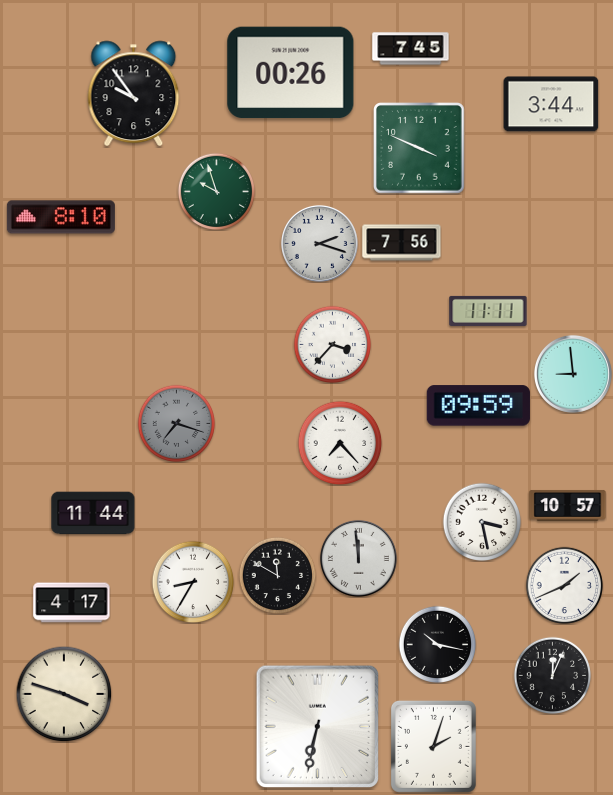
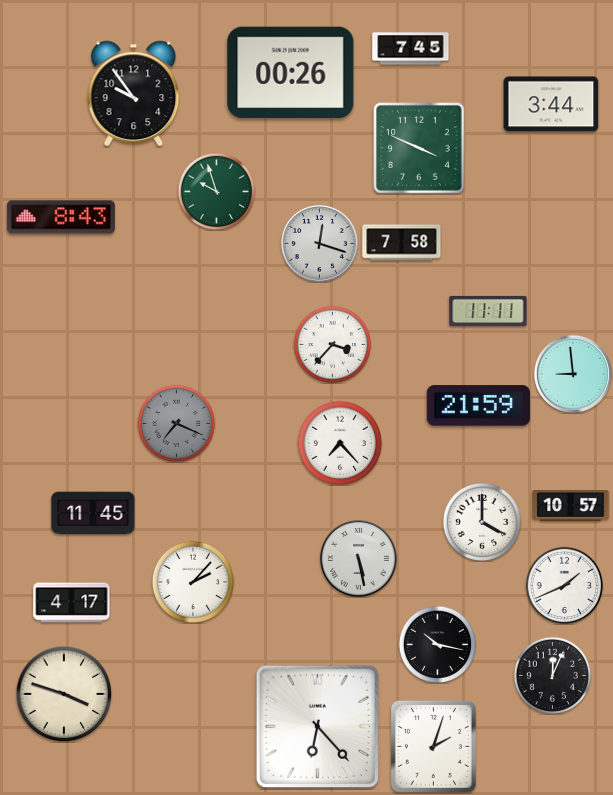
clock at (61, 217): 8:10 -> 8:43
clock at (319, 243): 2:18 -> 12:18
clock at (402, 243): 7:56 -> 7:58
clock at (478, 406): 09:59 -> 21:59
clock at (176, 423): 7:18 -> 7:19
clock at (568, 505) position: (568, 505) -> (571, 505)
clock at (93, 513): 11:44 -> 11:45
clock at (482, 522): 3:28 -> 4:00
clock at (358, 558): 11:59 -> 5:28
clock at (277, 575): 11:50 -> none
clock at (193, 582): 8:35 -> 2:07
clock at (317, 726): 6:32 -> 6:23
